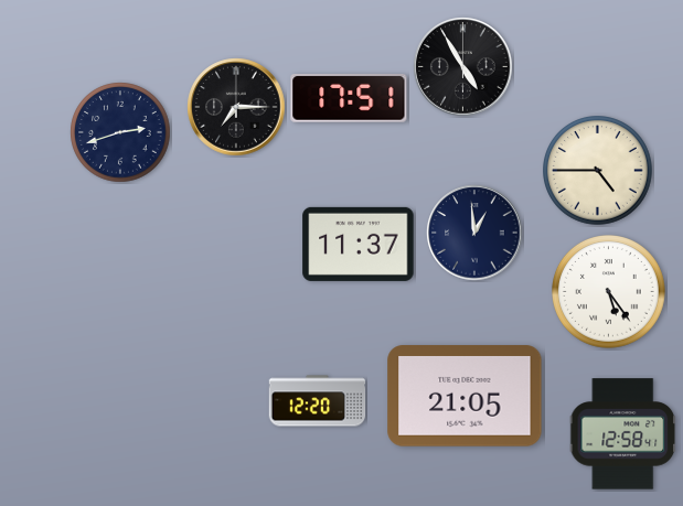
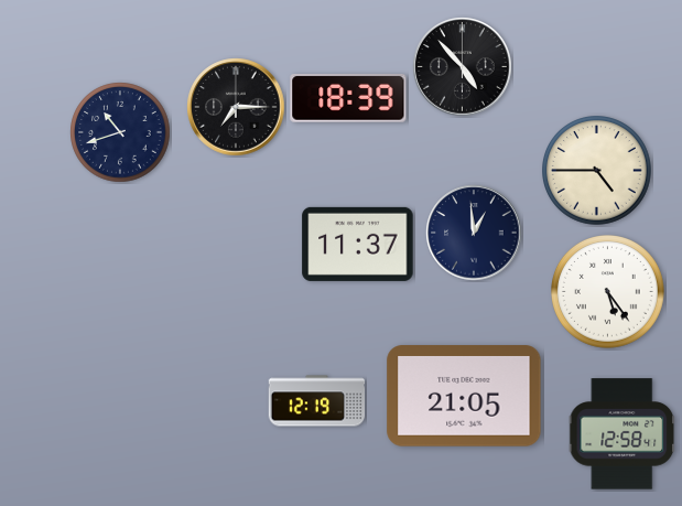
clock at (463, 67): 4:55 -> 4:53
clock at (349, 99): 17:51 -> 18:39
clock at (120, 132): 2:42 -> 10:42
clock at (318, 401): 12:20 -> 12:19
